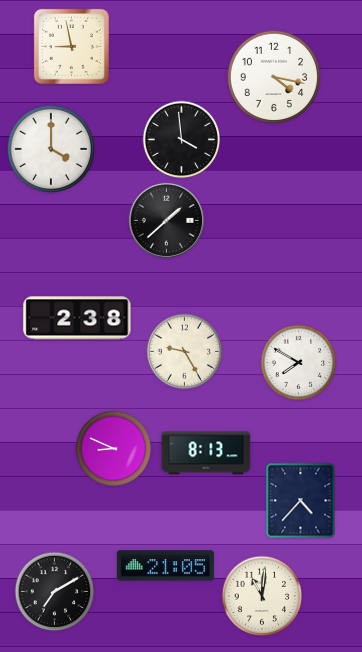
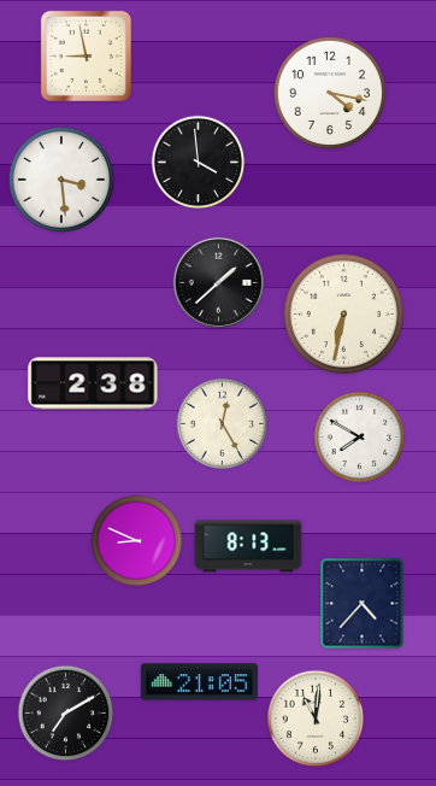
clock at (182, 140) position: (182, 140) -> (199, 163)
clock at (51, 149): 4:00 -> 3:29
clock at (166, 220) position: (166, 220) -> (218, 282)
clock at (343, 313): none -> 6:32
clock at (185, 352): 9:25 -> 12:25
